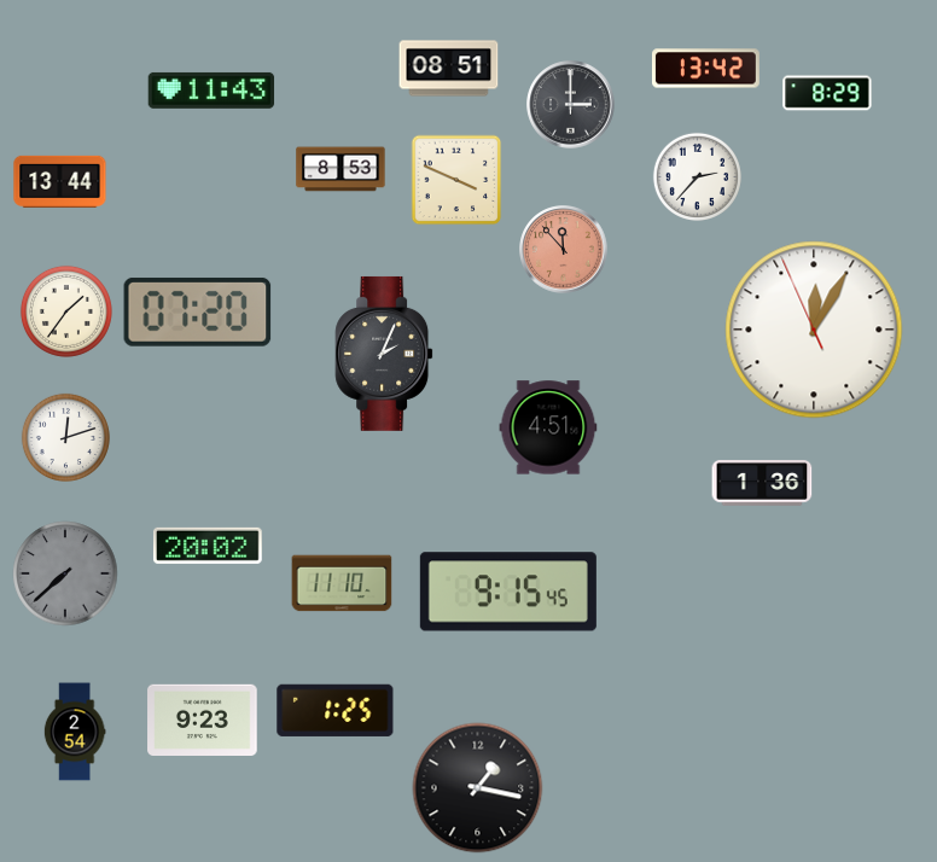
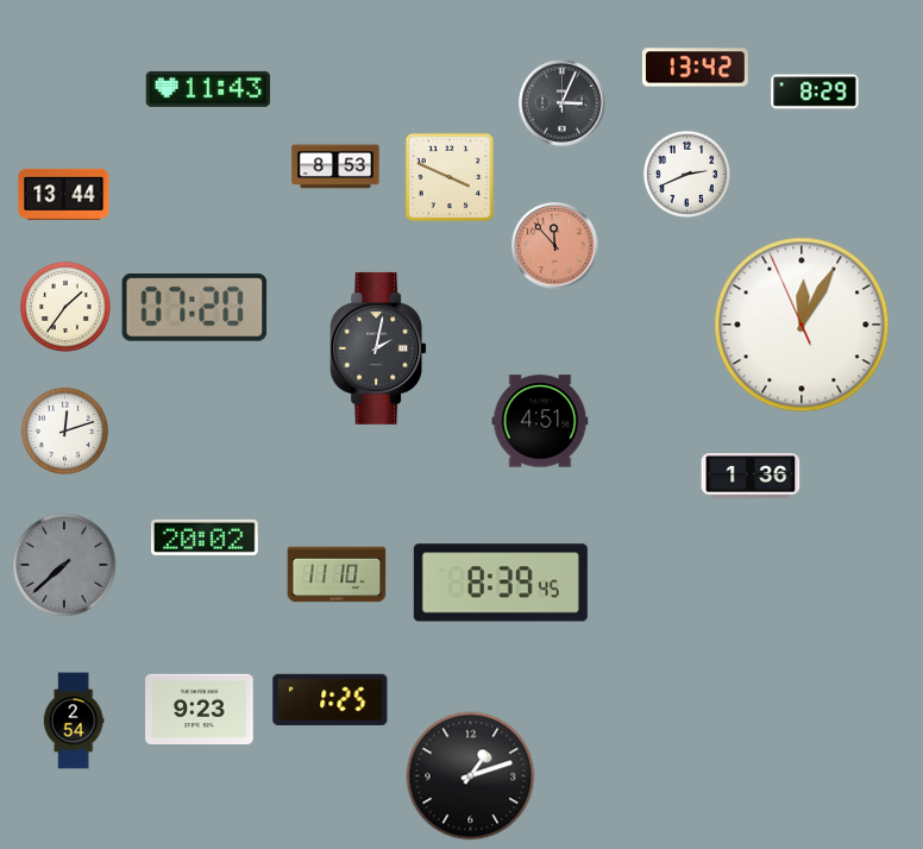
clock at (449, 69): 08:51 -> none
clock at (571, 105): 3:00 -> 3:04
clock at (697, 176): 2:37 -> 2:41
clock at (60, 181) position: (60, 181) -> (64, 194)
clock at (384, 354): 2:04 -> 2:02
clock at (508, 592): 9:15 -> 8:39
clock at (478, 788): 1:17 -> 1:12
